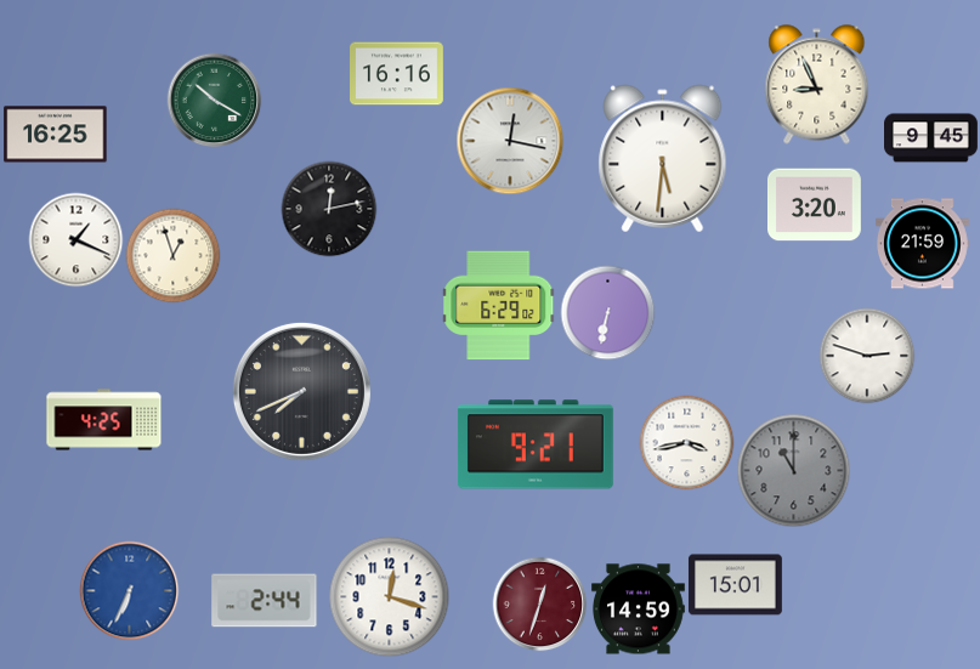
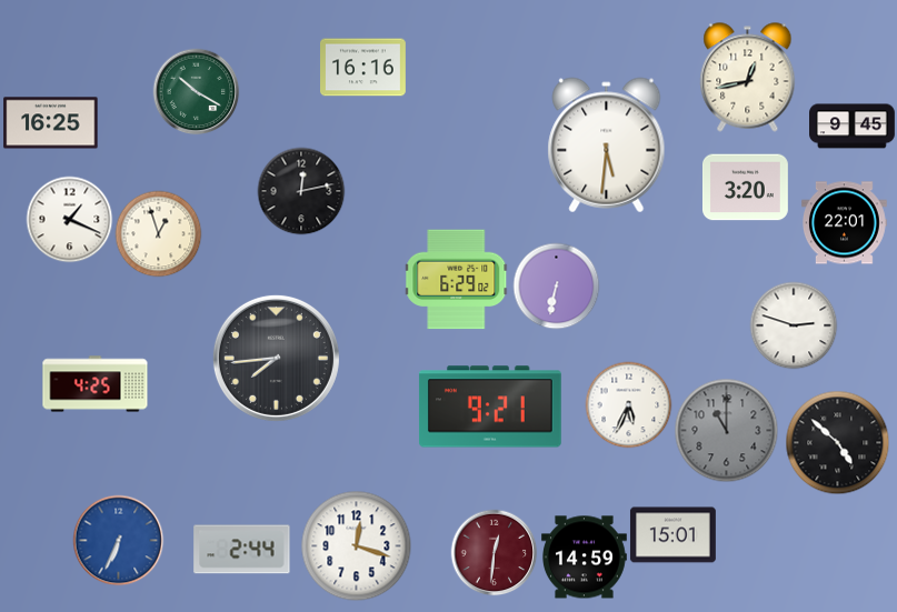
clock at (817, 85): 8:56 -> 12:43
clock at (510, 141): 12:17 -> none
clock at (923, 244): 21:59 -> 22:01
clock at (301, 391): 7:41 -> 7:44
clock at (686, 442): 3:43 -> 5:34
clock at (837, 442): none -> 4:52
clock at (539, 603): 12:33 -> 12:31
